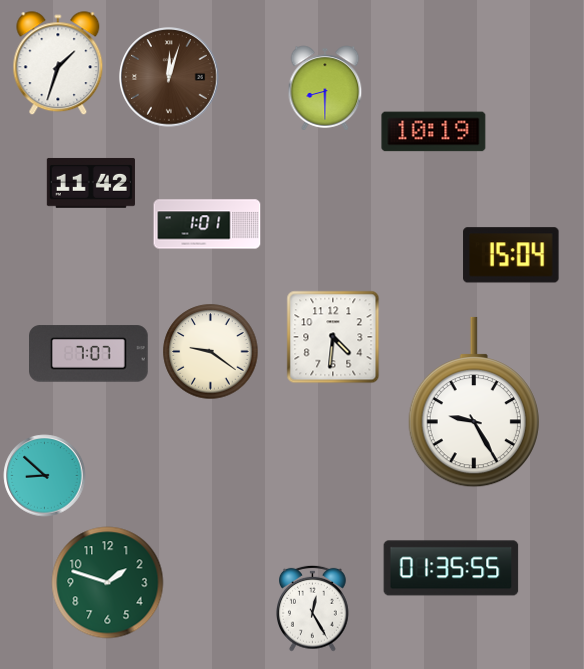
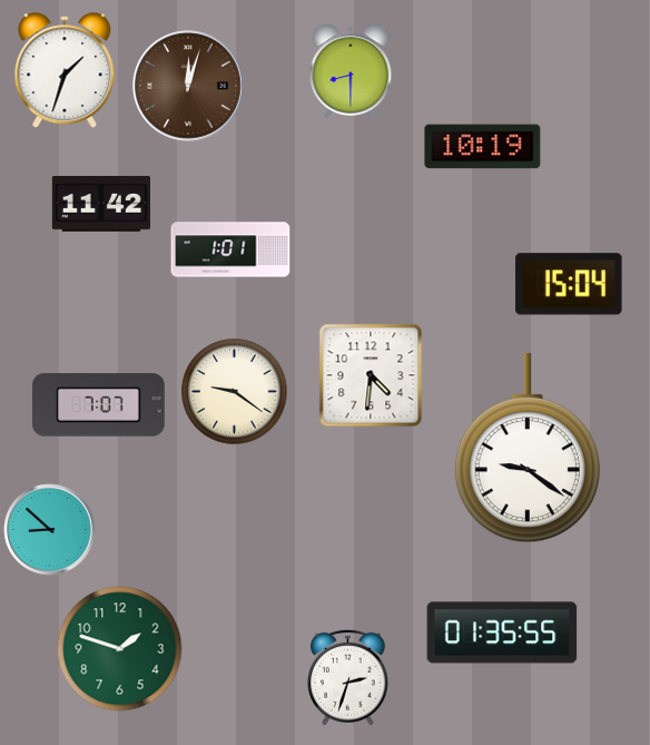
clock at (325, 88) position: (325, 88) -> (351, 71)
clock at (89, 354) position: (89, 354) -> (99, 405)
clock at (474, 402): 9:25 -> 9:21
clock at (313, 608): 12:25 -> 2:33
